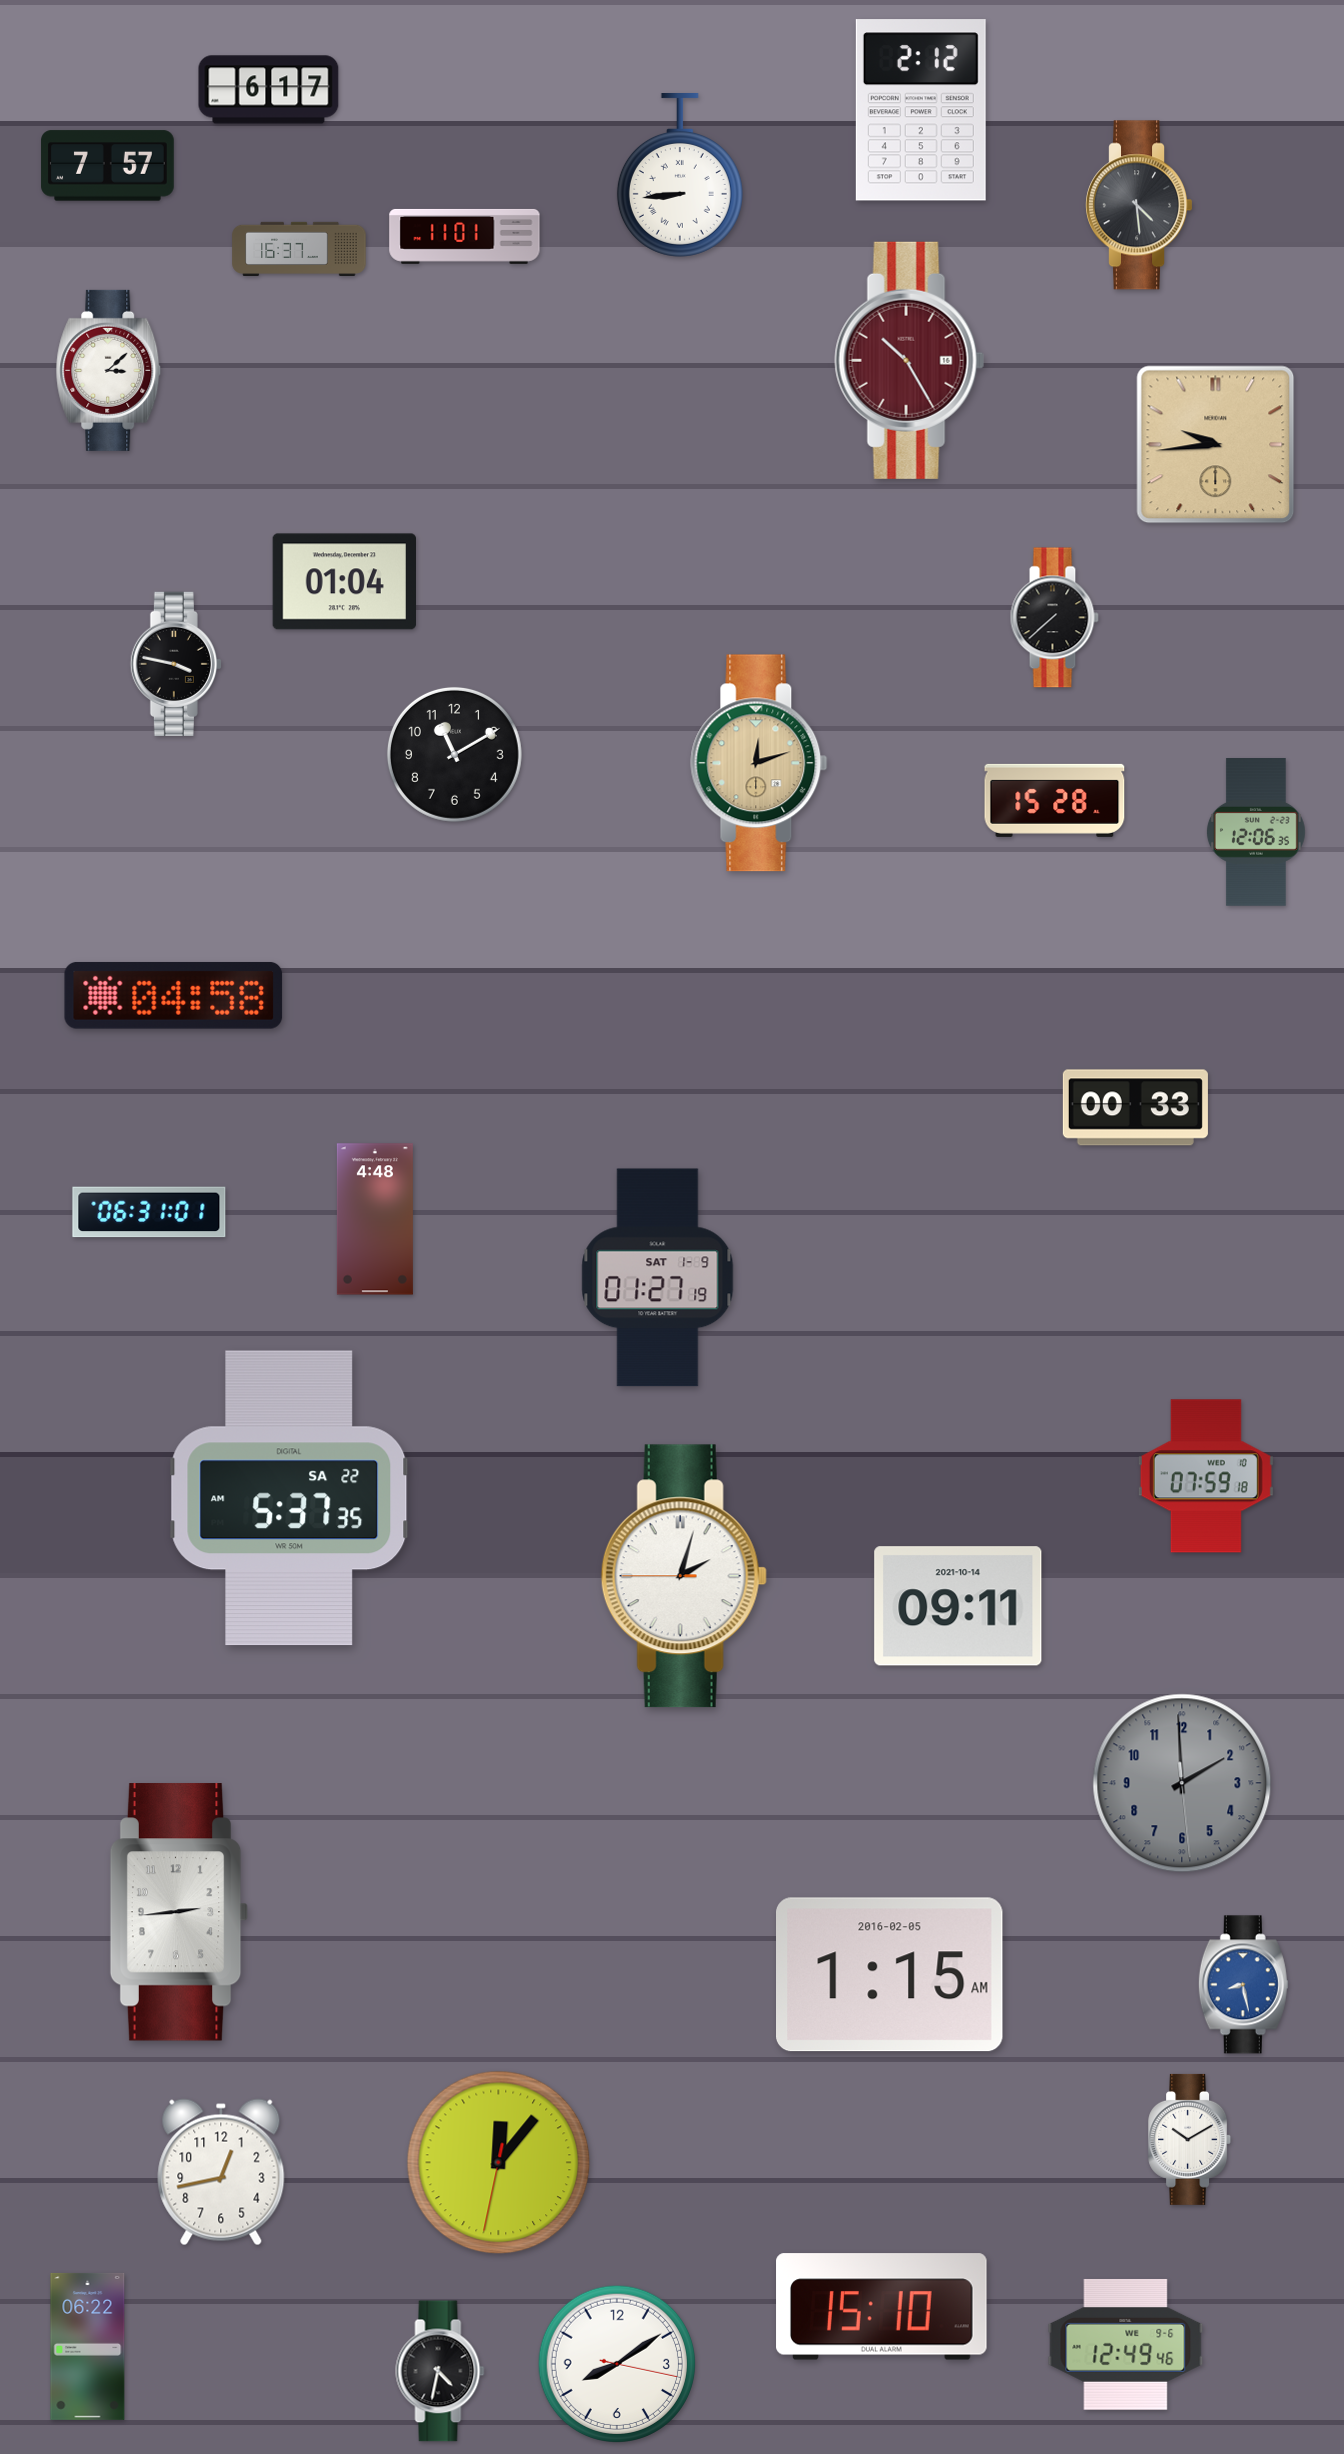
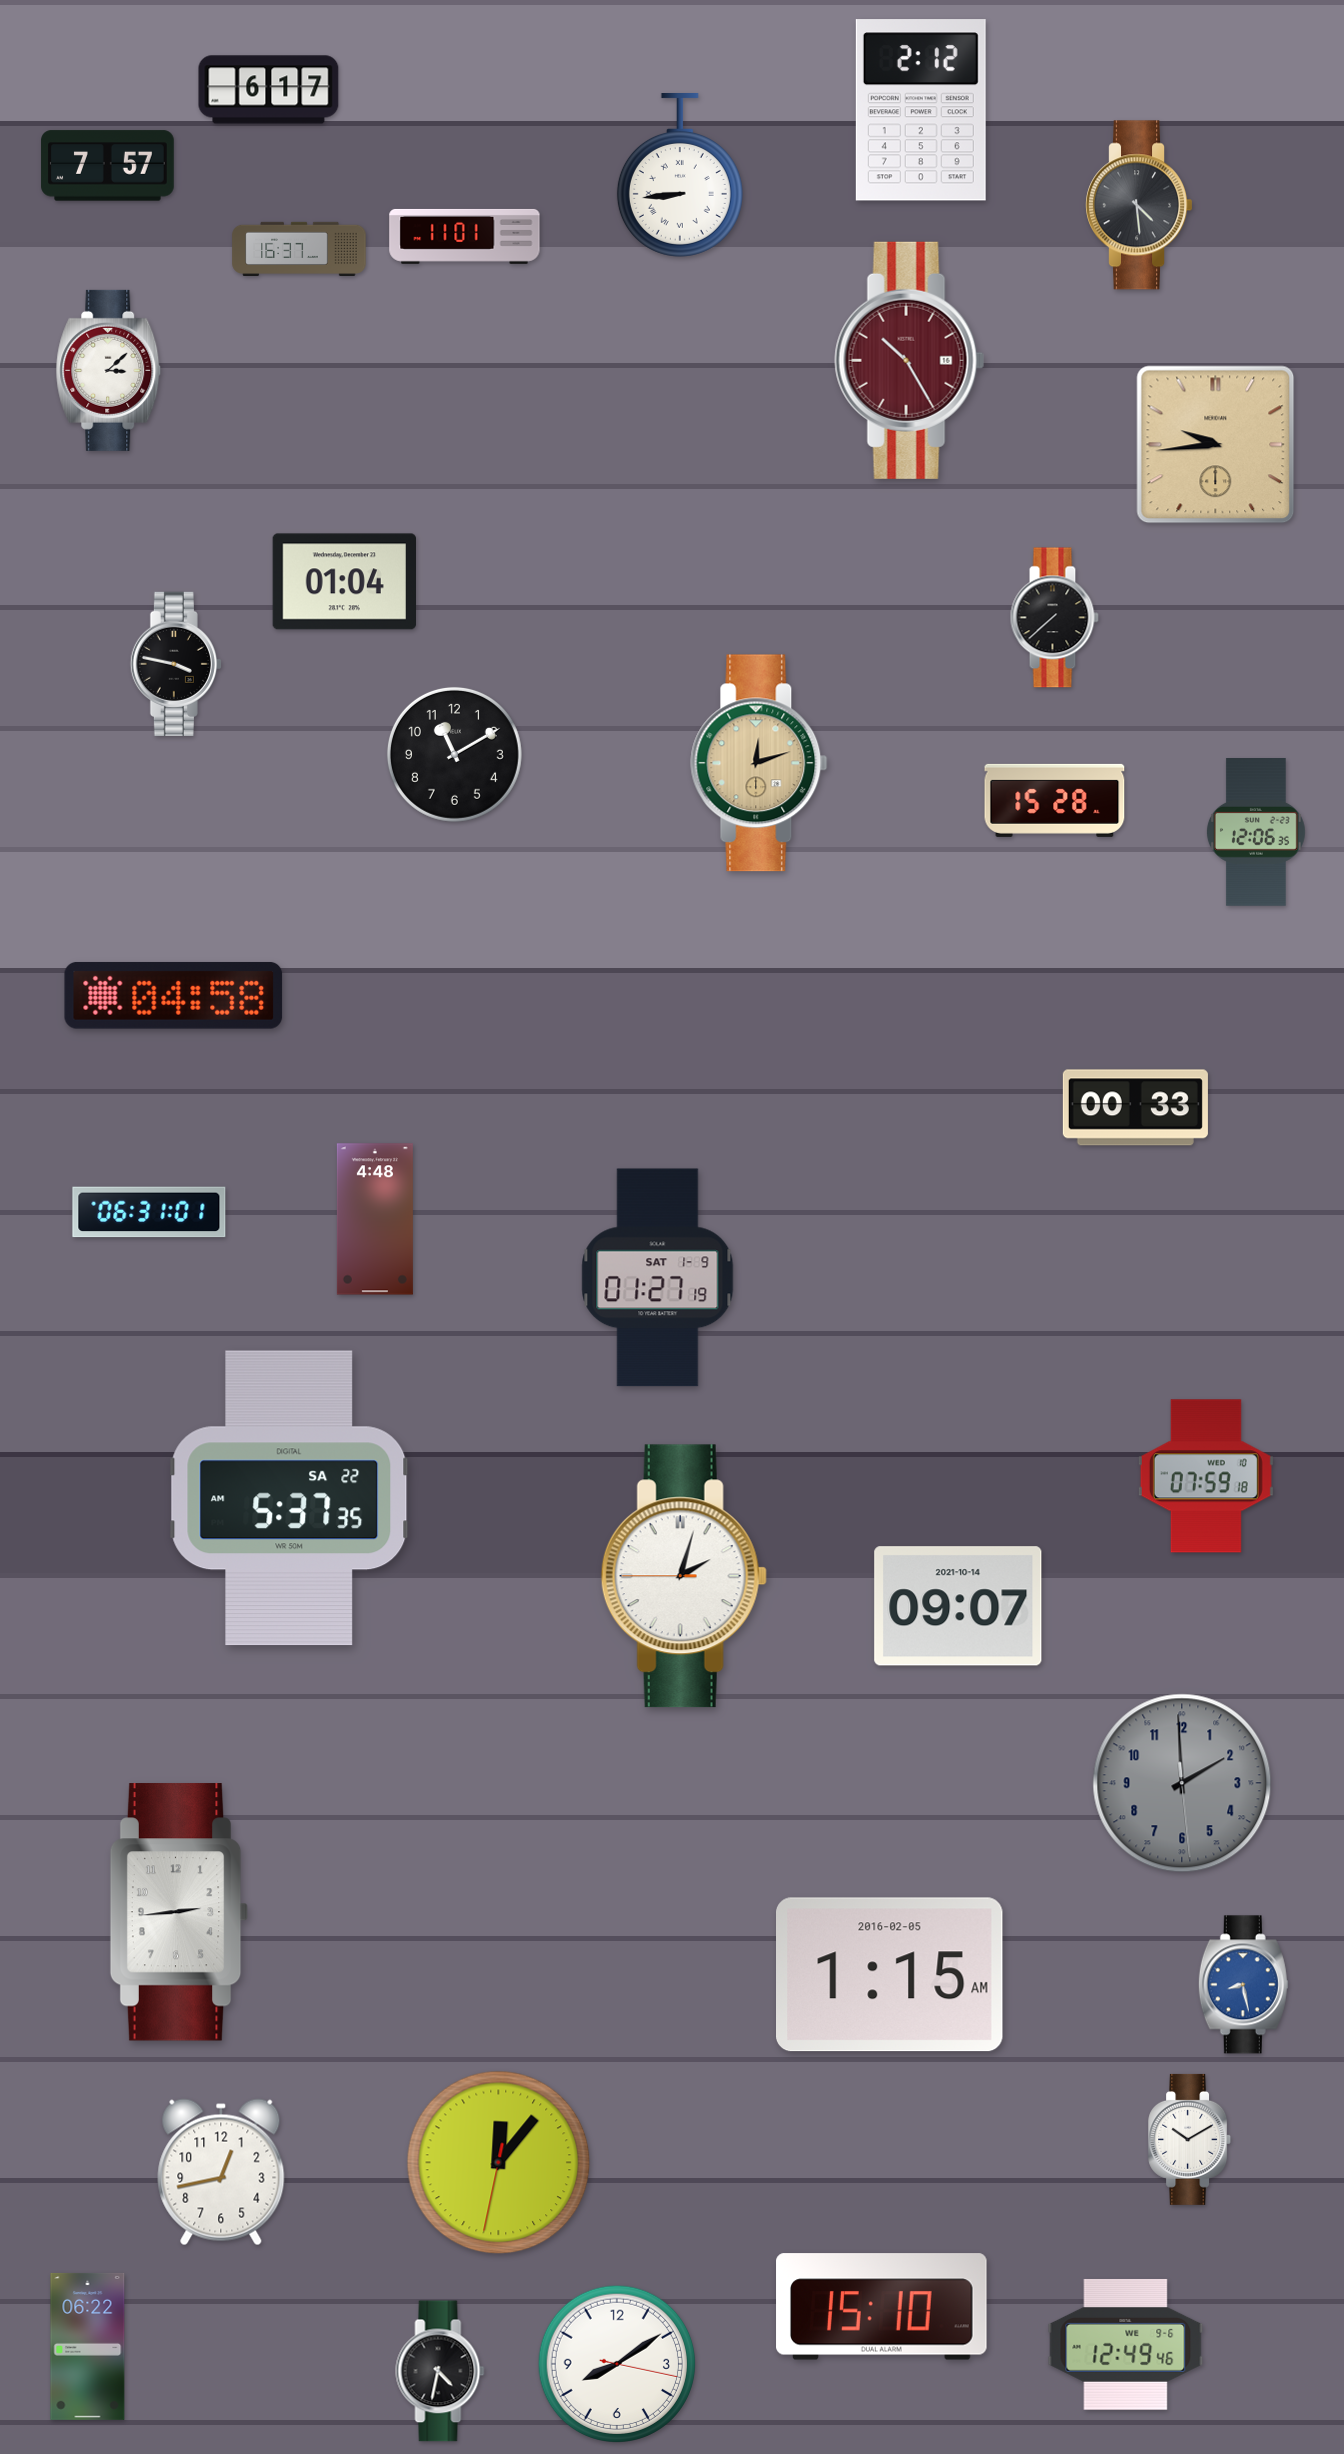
clock at (958, 1606): 09:11 -> 09:07
